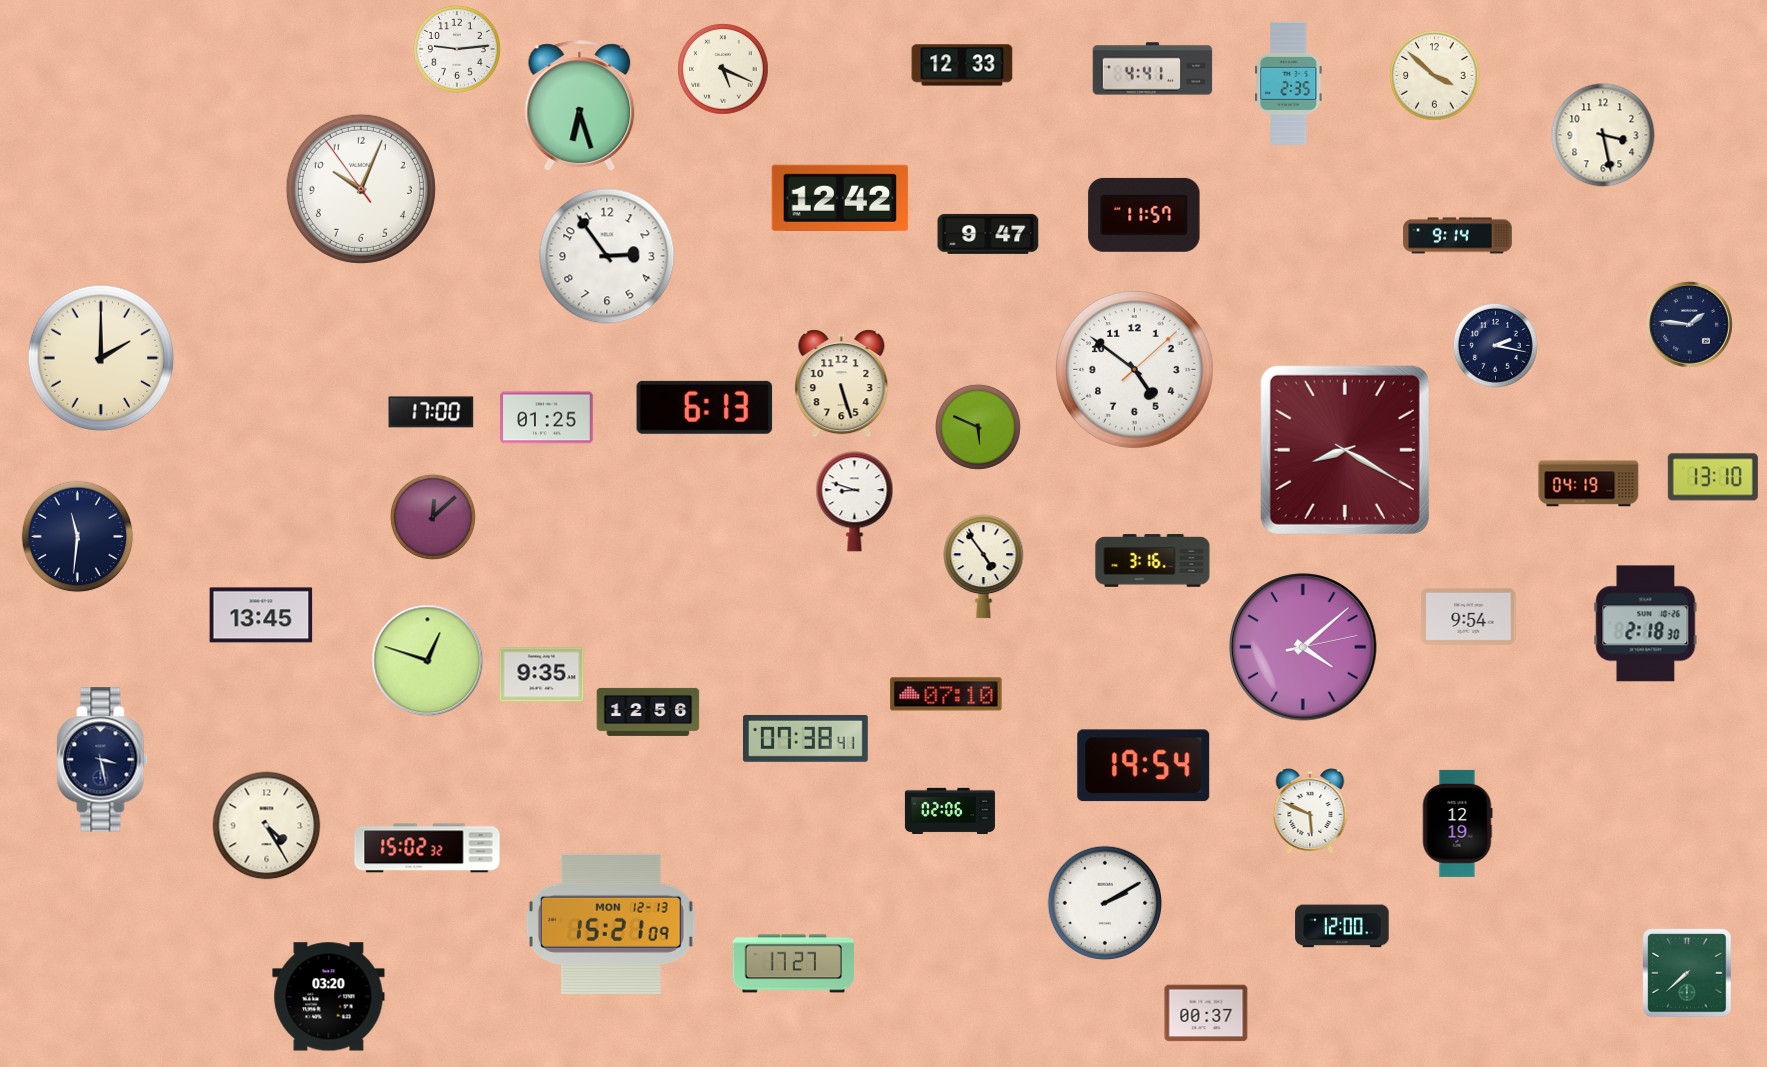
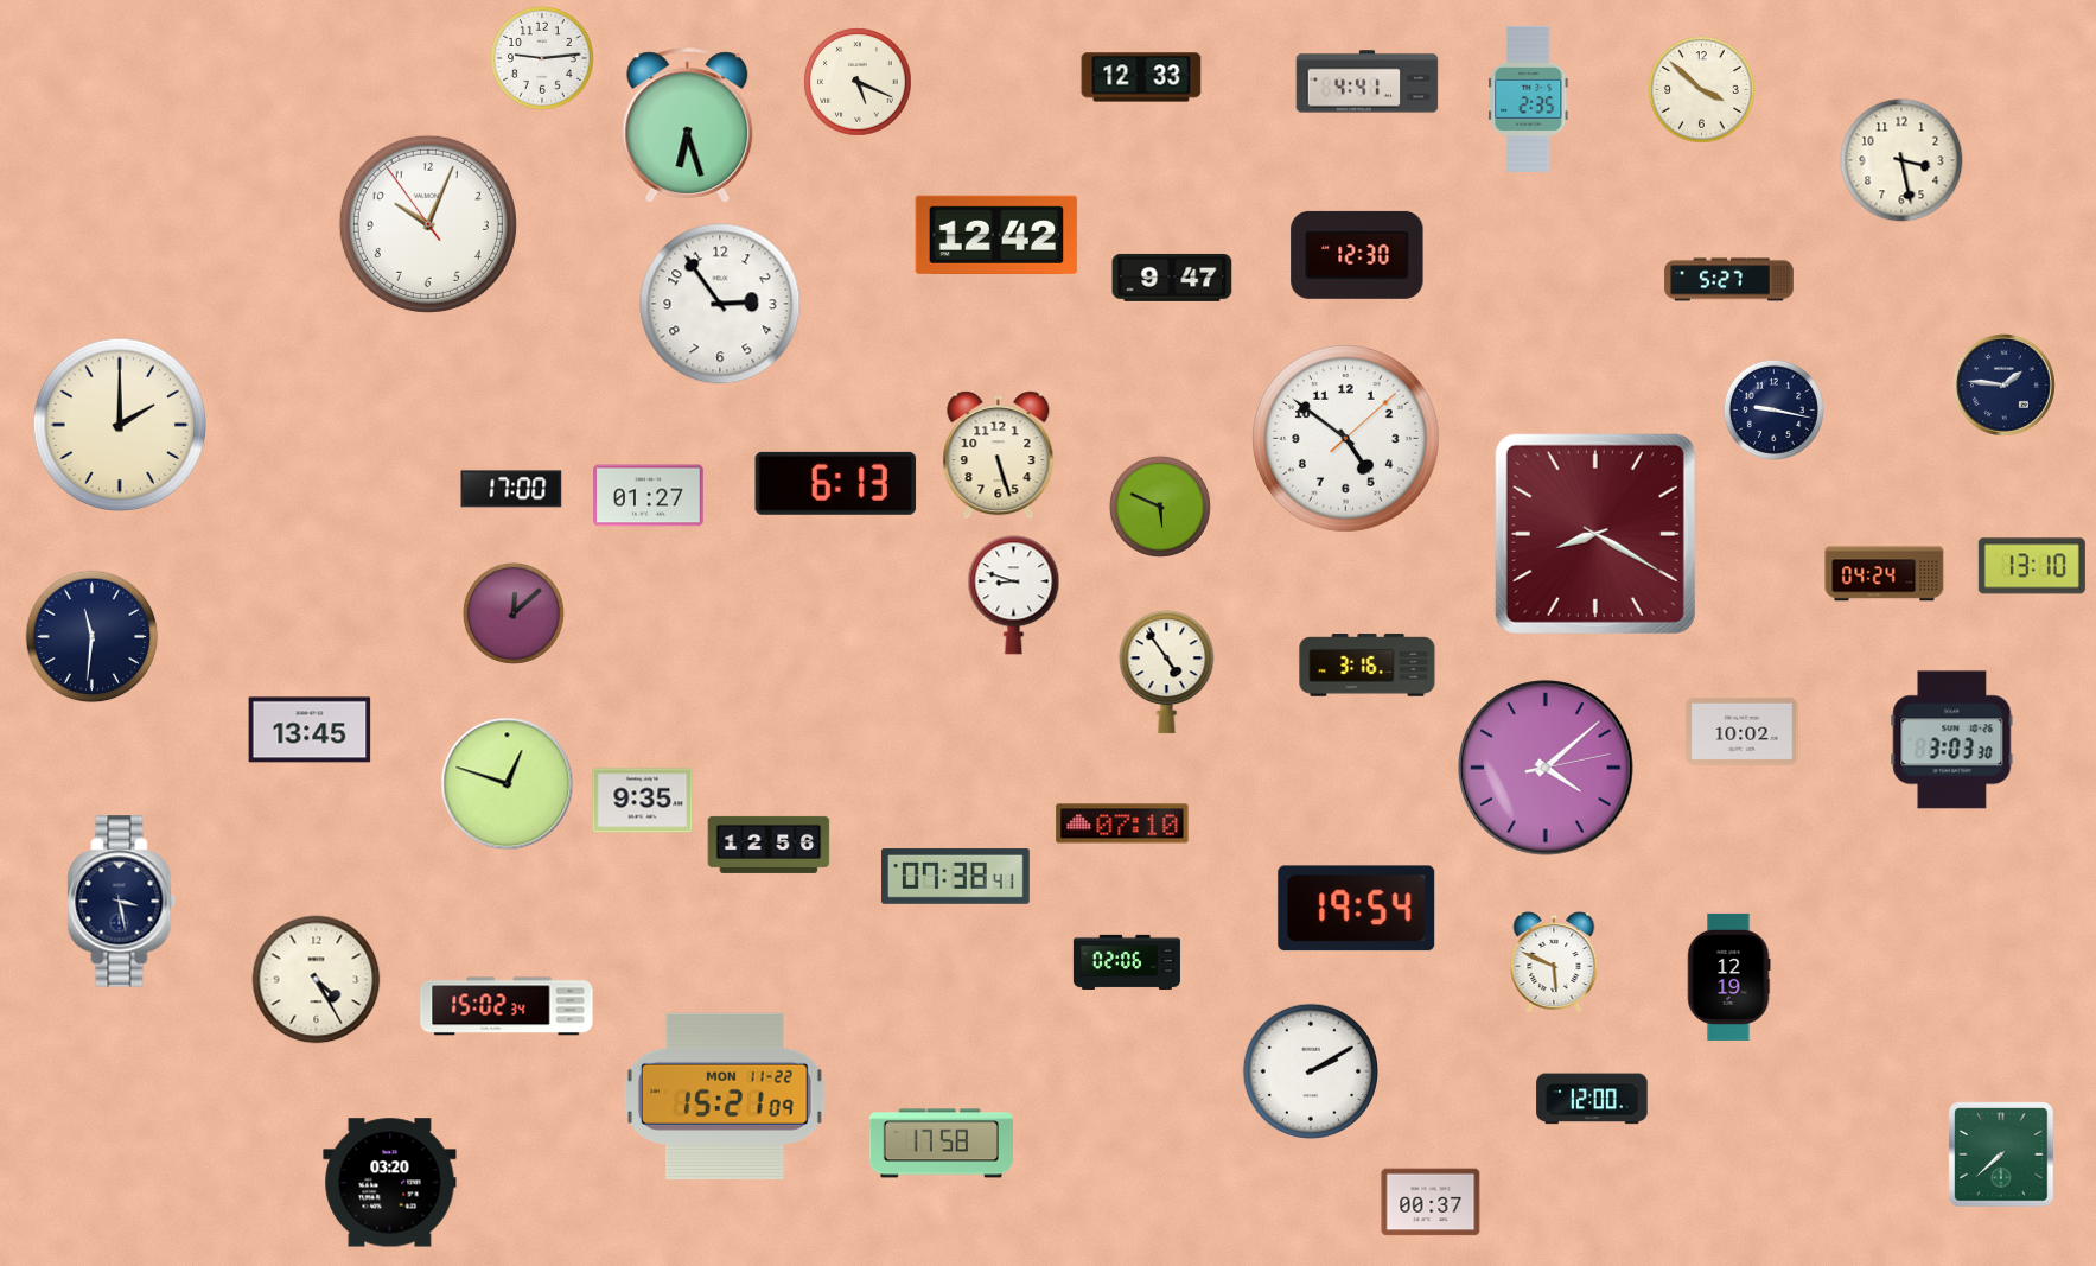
clock at (1144, 215): 11:57 -> 12:30
clock at (1458, 236): 9:14 -> 5:27
clock at (1495, 345): 2:17 -> 9:17
clock at (547, 418): 01:25 -> 01:27
clock at (1589, 484): 04:19 -> 04:24
clock at (1469, 616): 9:54 -> 10:02
clock at (1646, 624): 2:18 -> 3:03
clock at (427, 848): 15:02:32 -> 15:02:34
clock at (611, 924) date: MON 12-13 -> MON 11-22
clock at (793, 964): 17:27 -> 17:58
